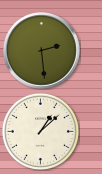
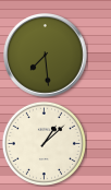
clock at (42, 51): 2:29 -> 7:29
